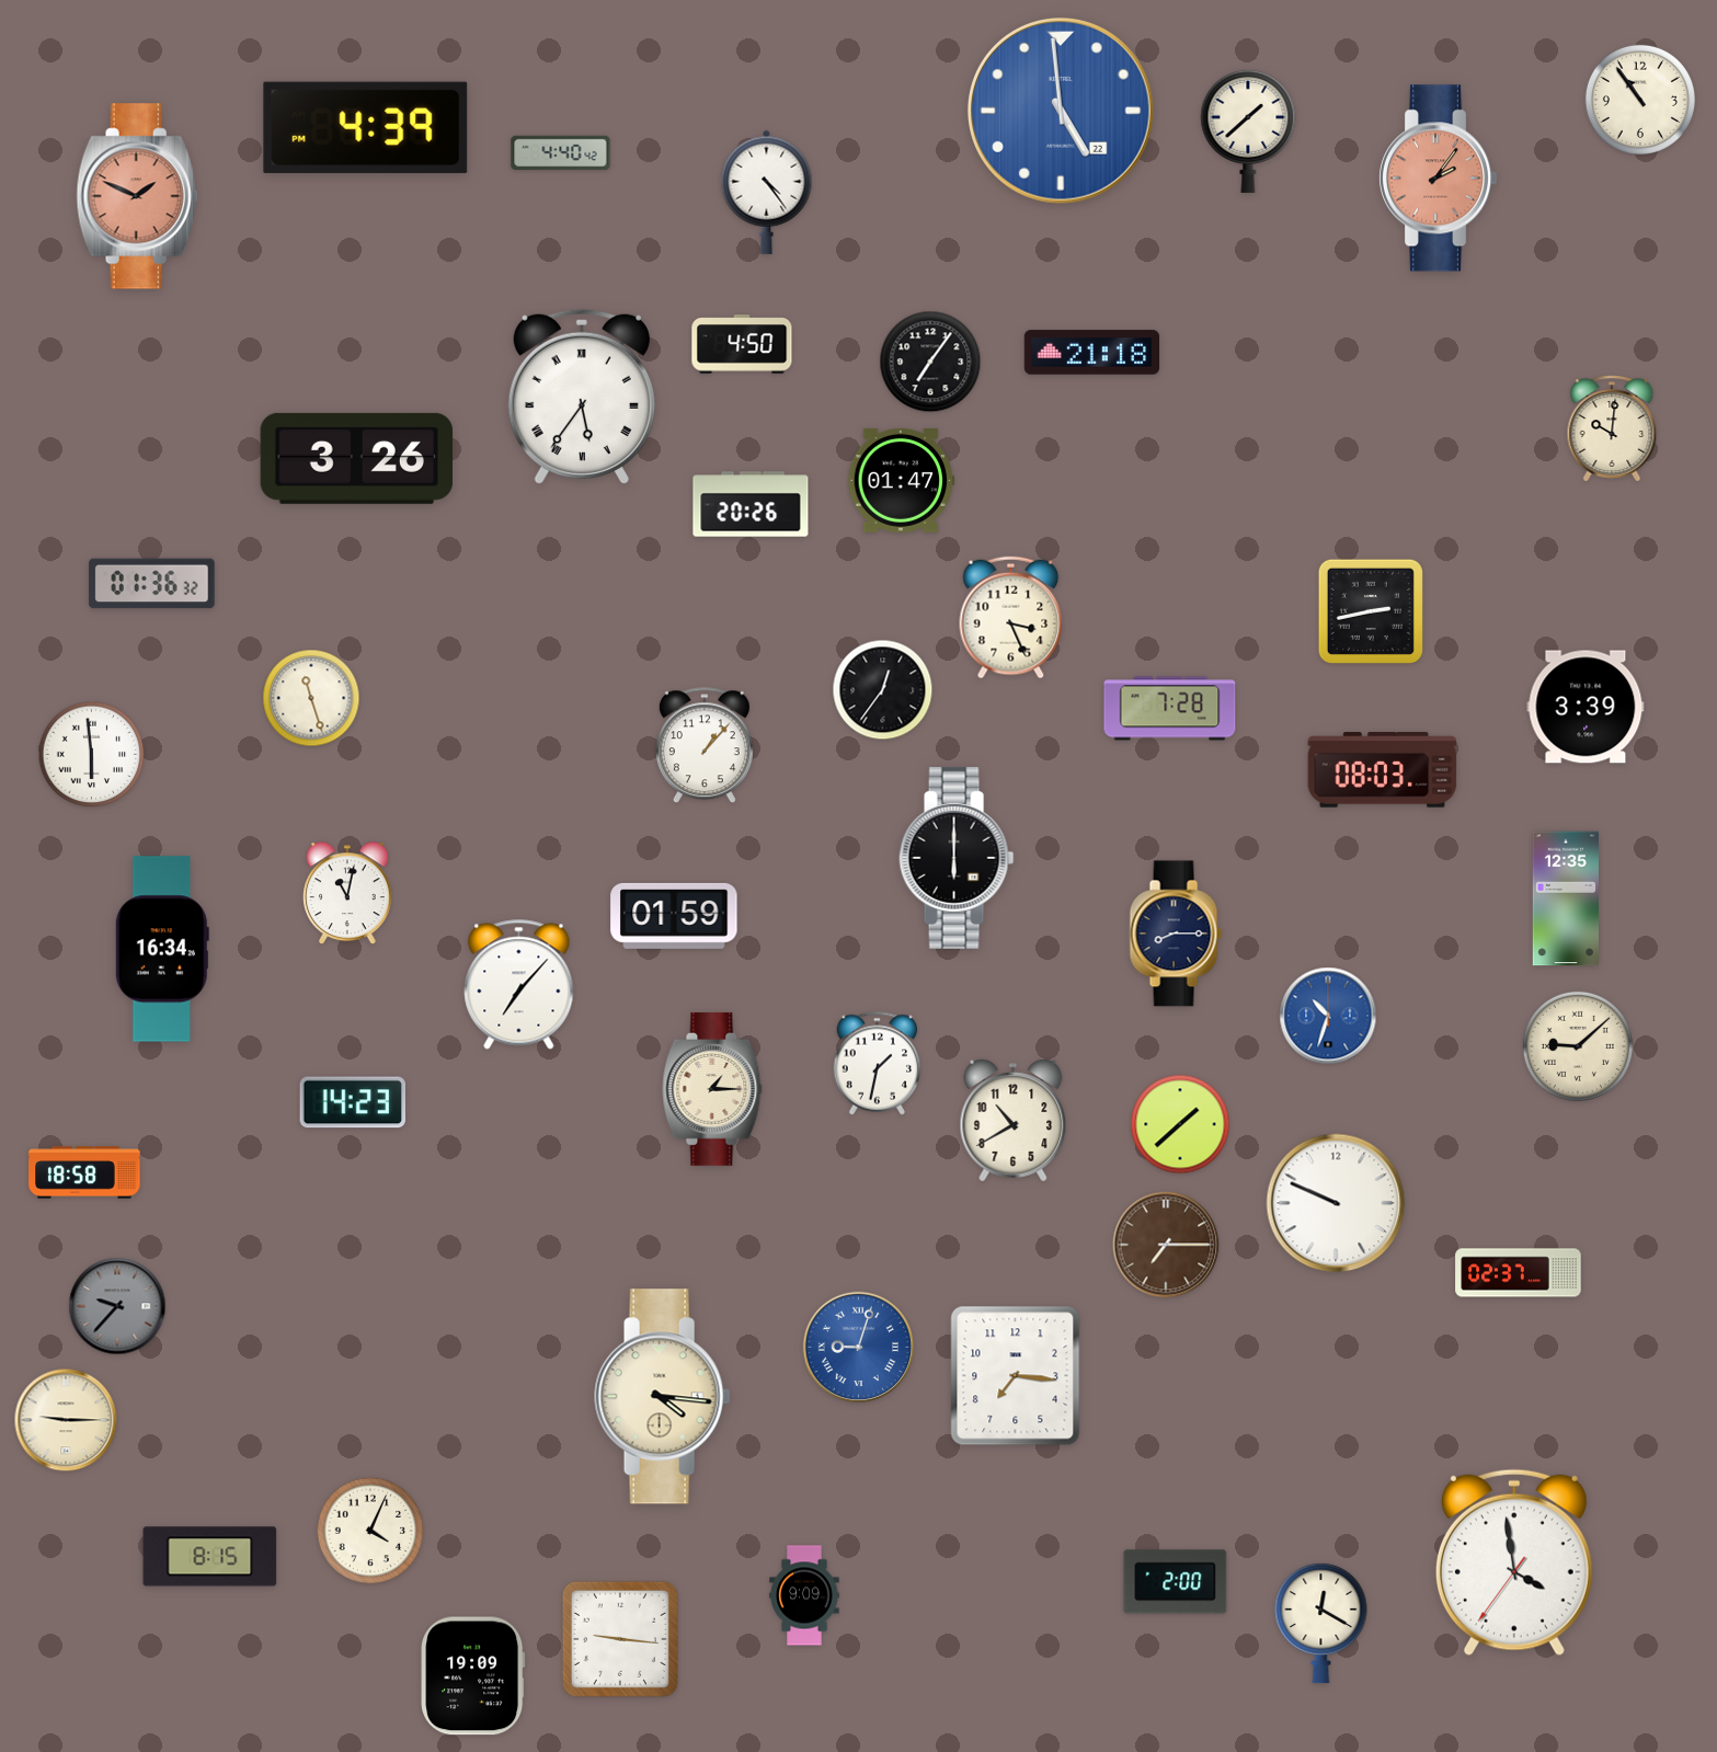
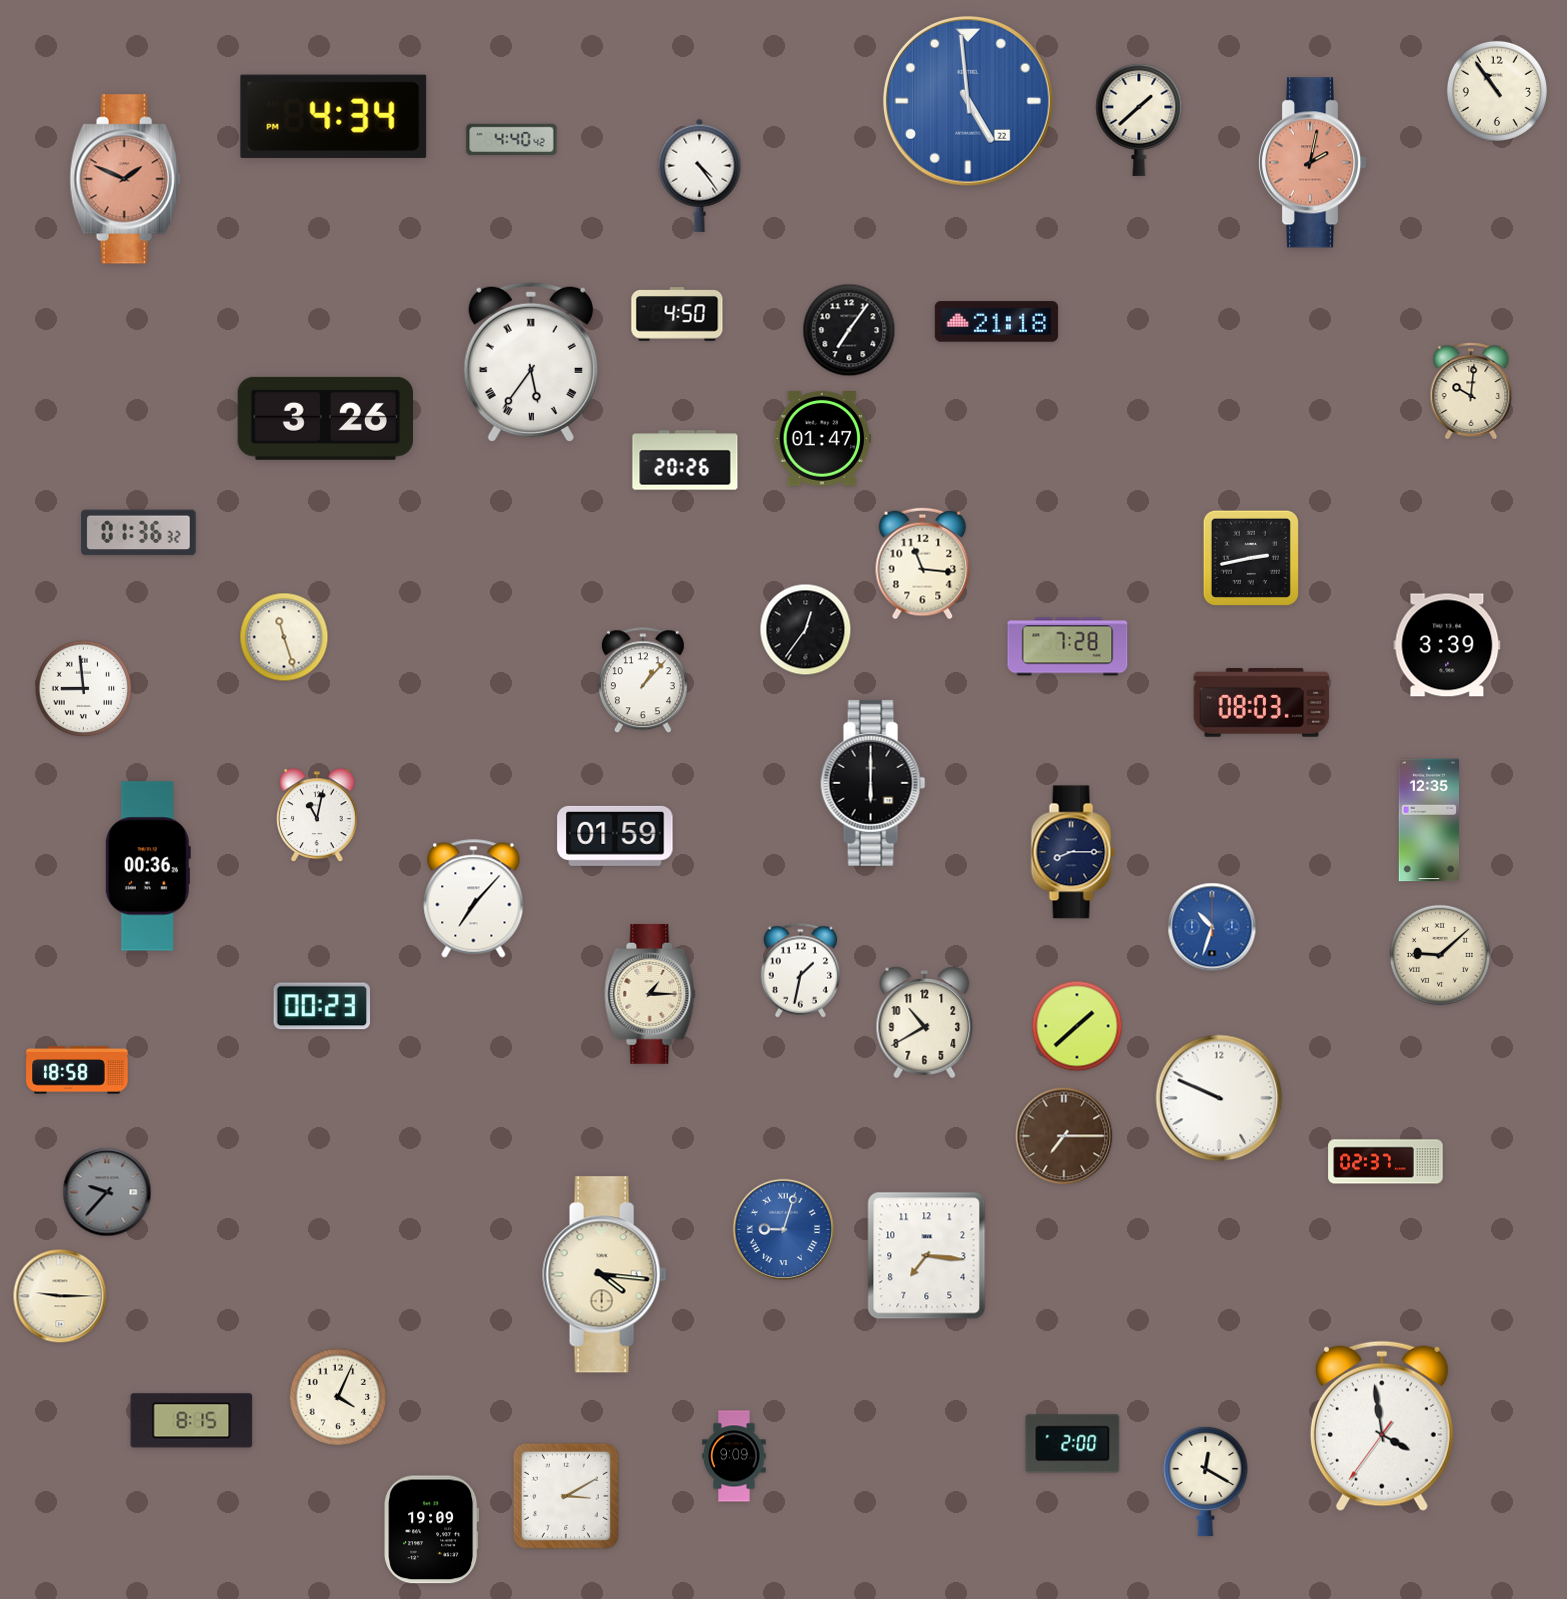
clock at (366, 127): 4:39 -> 4:34
clock at (1438, 179): 2:06 -> 2:02
clock at (1011, 618): 3:26 -> 11:16
clock at (92, 755): 5:59 -> 8:59
clock at (162, 949): 16:34 -> 00:36
clock at (353, 1102): 14:23 -> 00:23
clock at (620, 1639): 9:16 -> 3:10
